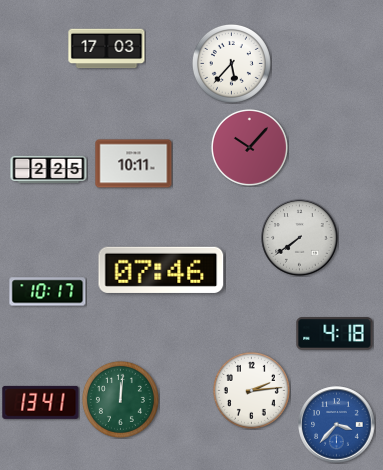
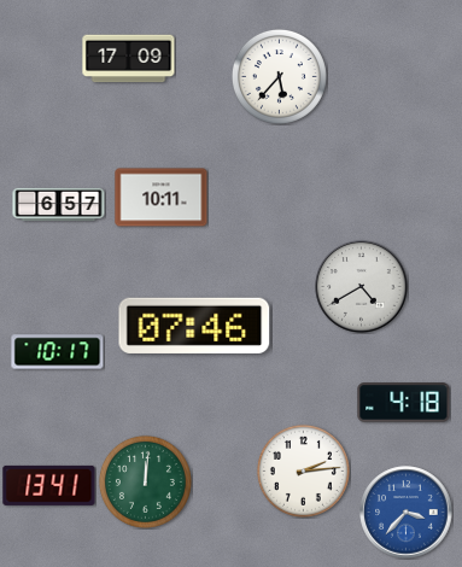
clock at (107, 49): 17:03 -> 17:09
clock at (249, 147): 10:07 -> none
clock at (49, 170): 2:25 -> 6:57
clock at (300, 238): 7:39 -> 4:40
